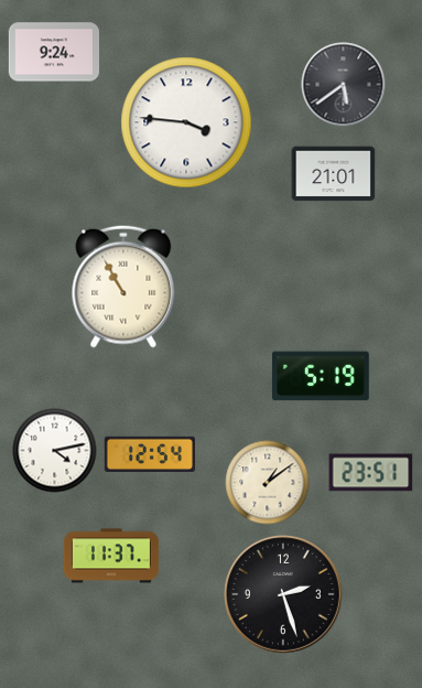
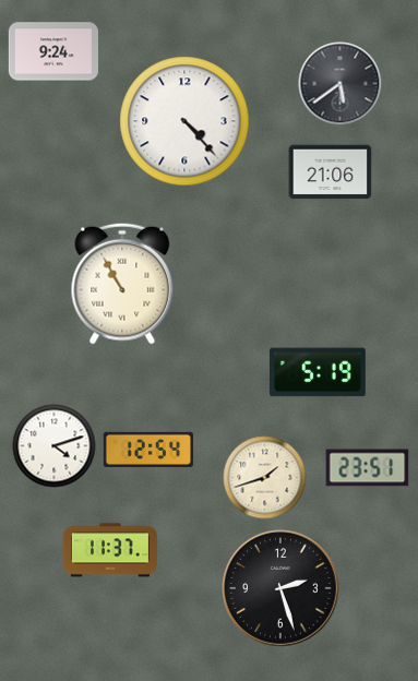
clock at (186, 122): 3:46 -> 4:23
clock at (334, 174): 21:01 -> 21:06
clock at (55, 451): 4:13 -> 4:12
clock at (268, 483): 1:09 -> 1:42
